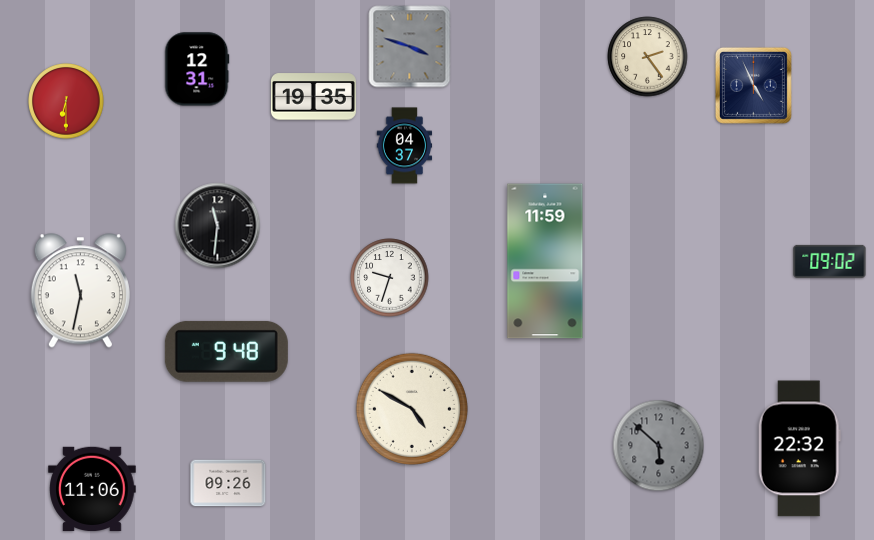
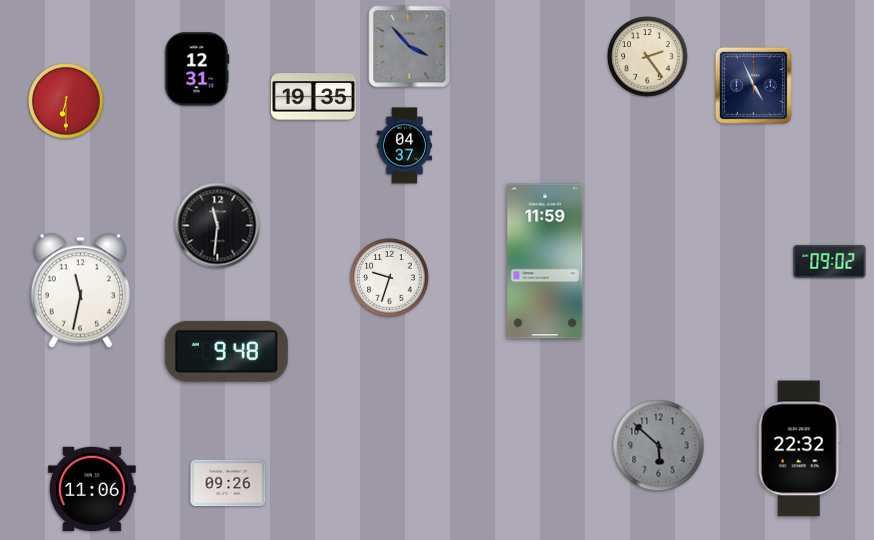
clock at (410, 47): 3:48 -> 3:53
clock at (412, 409): 4:50 -> none
